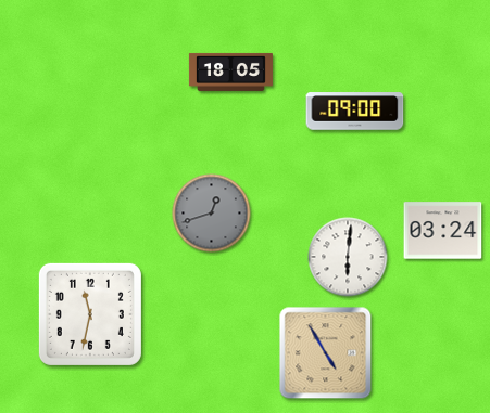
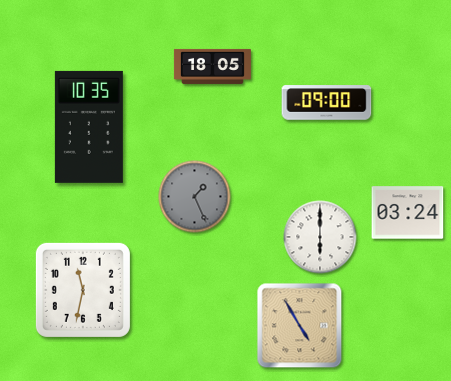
clock at (89, 127): none -> 10:35
clock at (212, 214): 12:42 -> 1:26
clock at (348, 257): 6:01 -> 6:00
